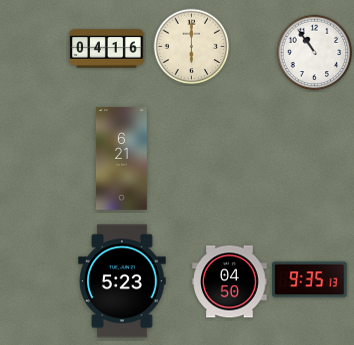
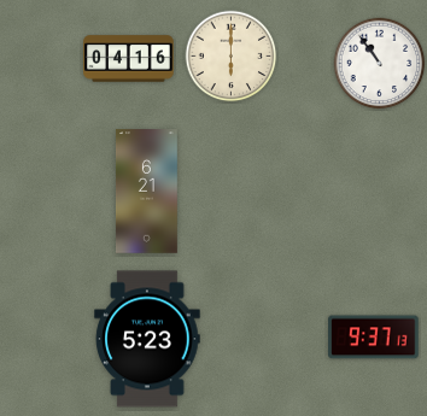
clock at (310, 280): 9:35 -> 9:37
clock at (230, 282): 04:50 -> none
